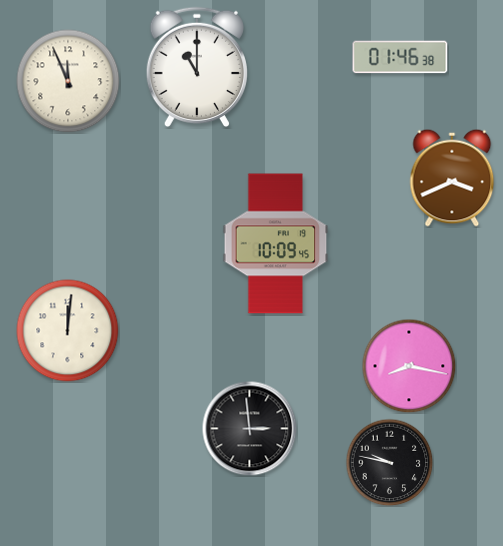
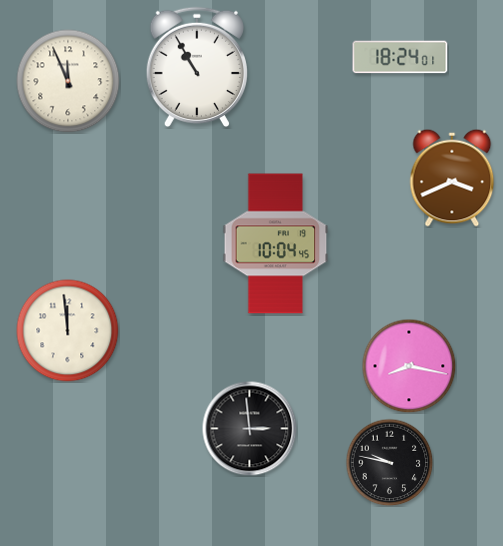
clock at (400, 57): 01:46 -> 18:24
clock at (197, 67): 11:00 -> 10:55
clock at (276, 244): 10:09 -> 10:04
clock at (68, 331): 12:01 -> 11:59
